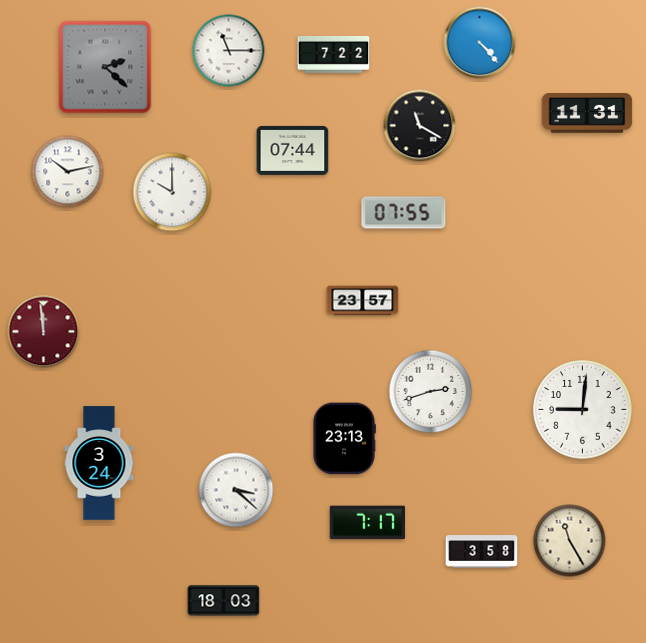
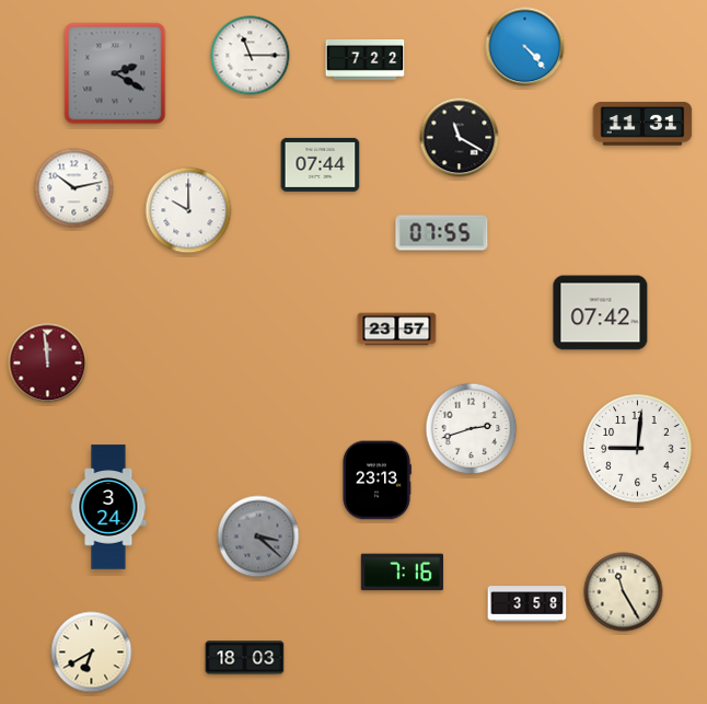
clock at (105, 67): 2:22 -> 2:20
clock at (601, 313): none -> 07:42
clock at (236, 490) dial: white -> grey
clock at (367, 523): 7:17 -> 7:16
clock at (92, 653): none -> 6:40
